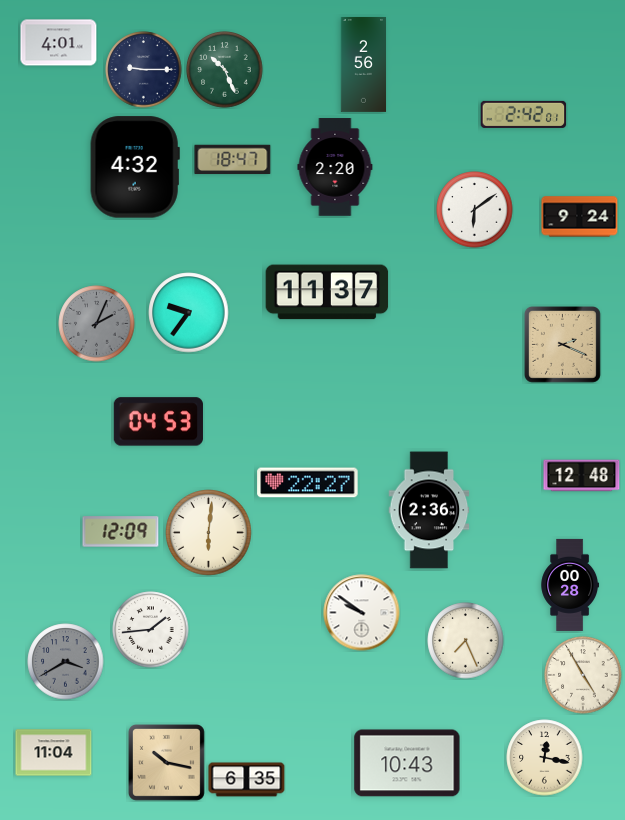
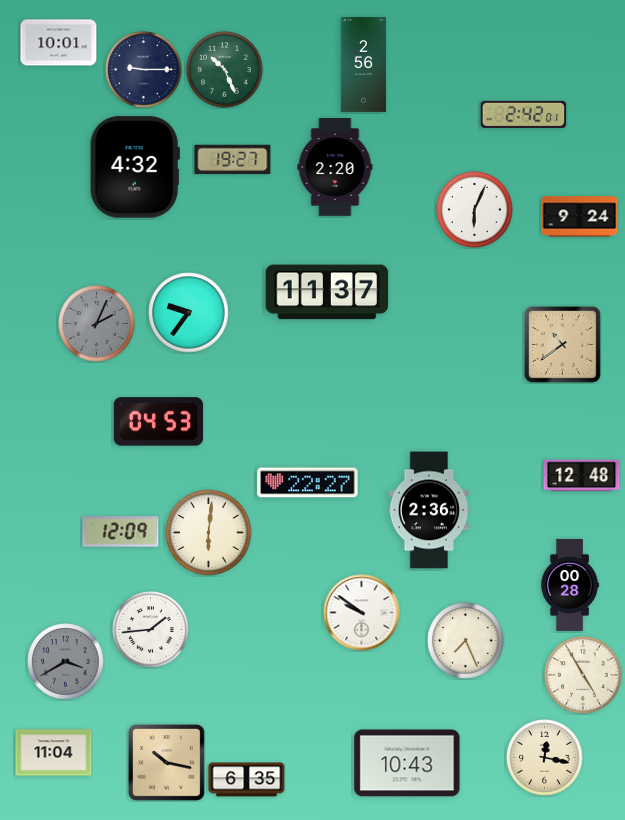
clock at (59, 43): 4:01 -> 10:01
clock at (233, 160): 18:47 -> 19:27
clock at (475, 210): 6:09 -> 6:04
clock at (562, 344): 2:19 -> 10:39
